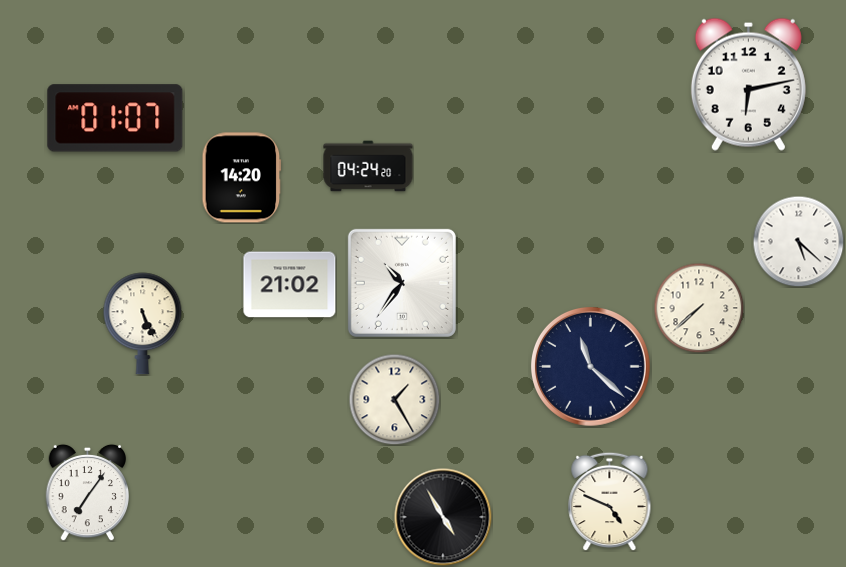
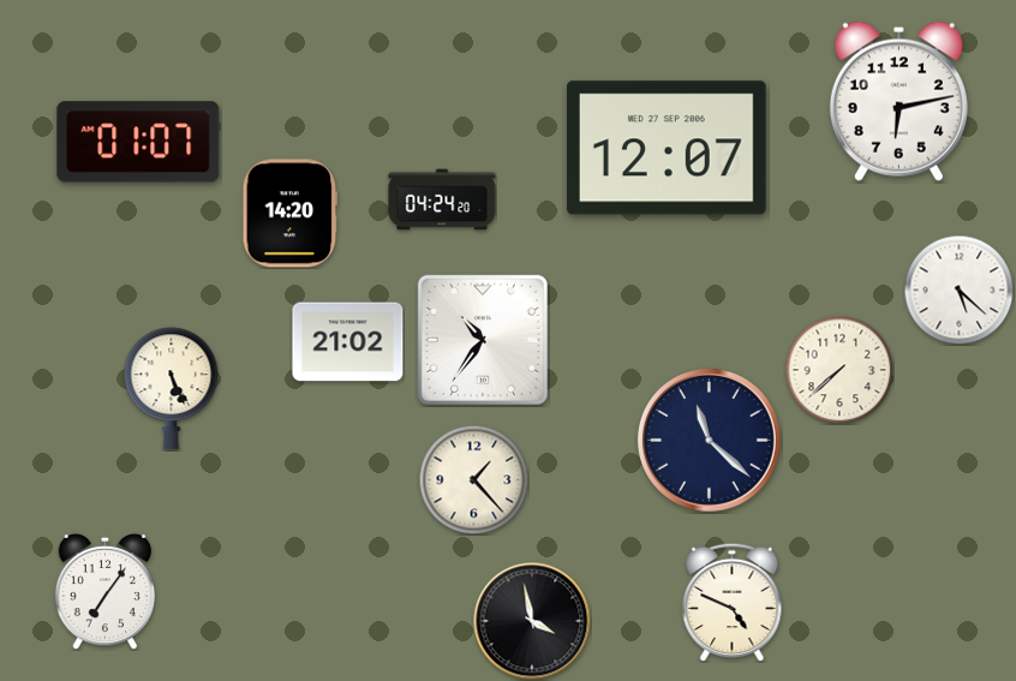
clock at (667, 148): none -> 12:07
clock at (394, 399): 1:25 -> 1:23
clock at (443, 517): 4:55 -> 3:58
